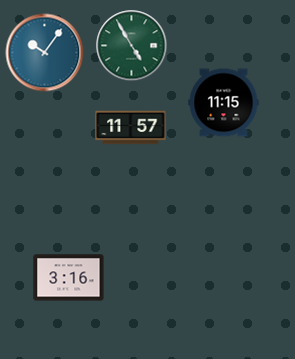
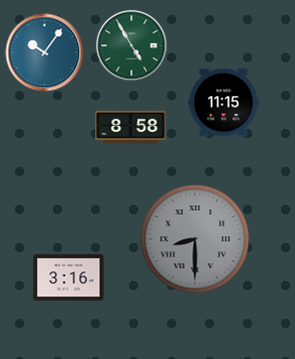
clock at (131, 128): 11:57 -> 8:58
clock at (195, 239): none -> 8:30
